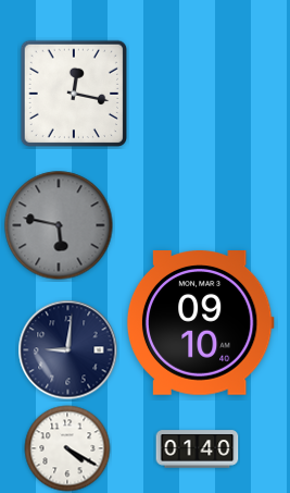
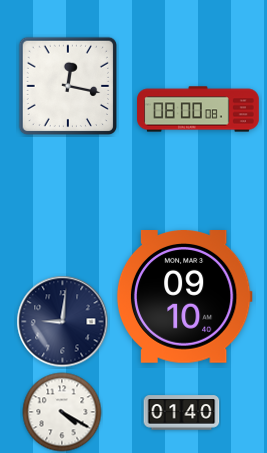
clock at (198, 109): none -> 08:00
clock at (59, 225): 5:47 -> none
